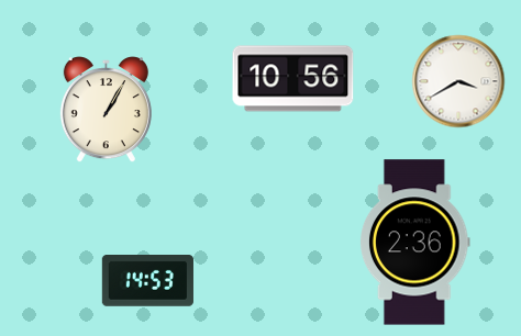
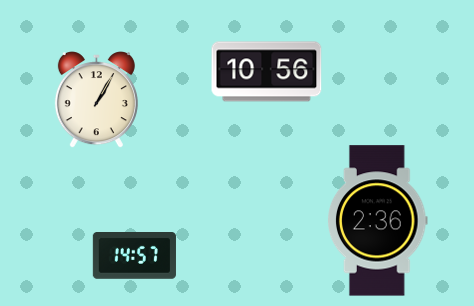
clock at (458, 81): 3:40 -> none
clock at (147, 281): 14:53 -> 14:57
